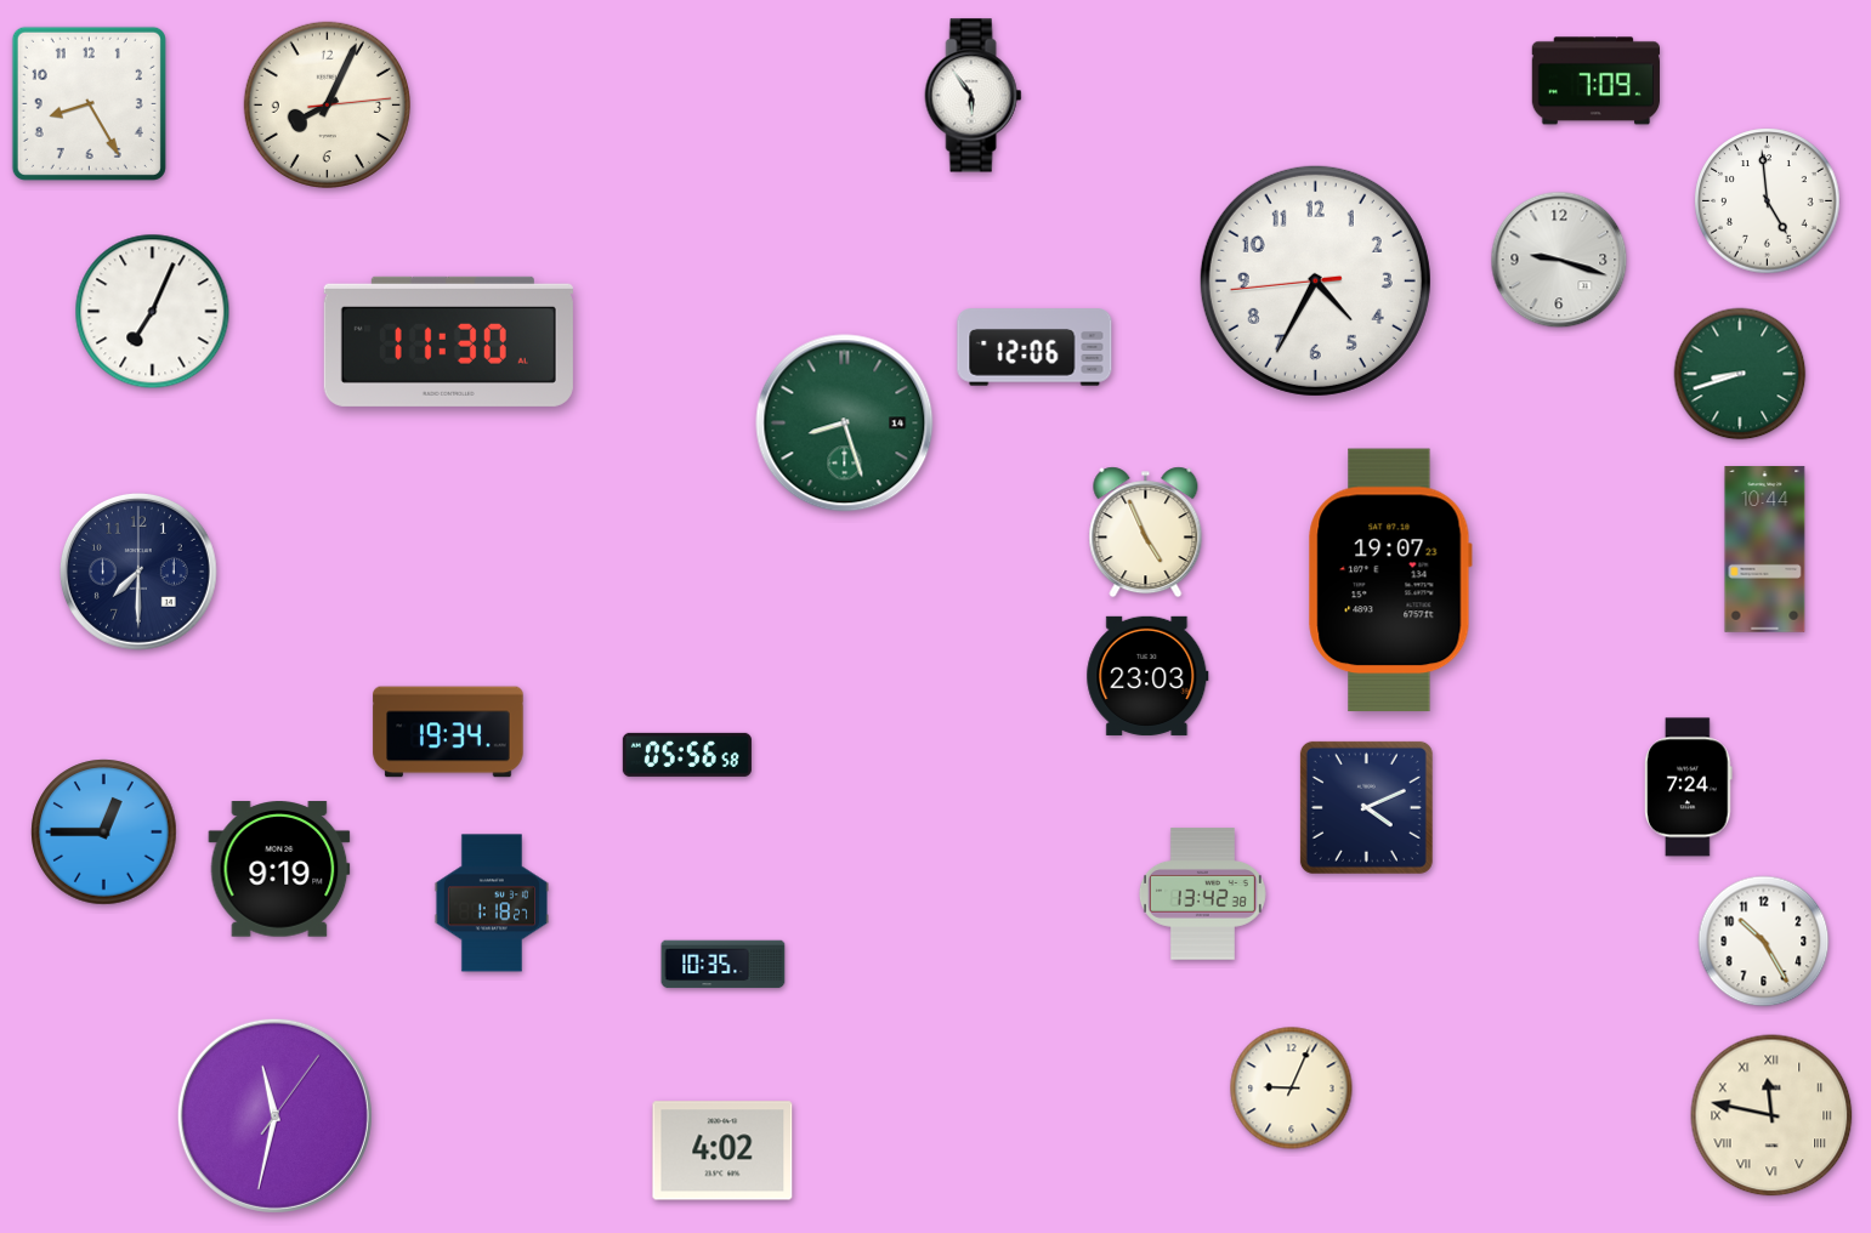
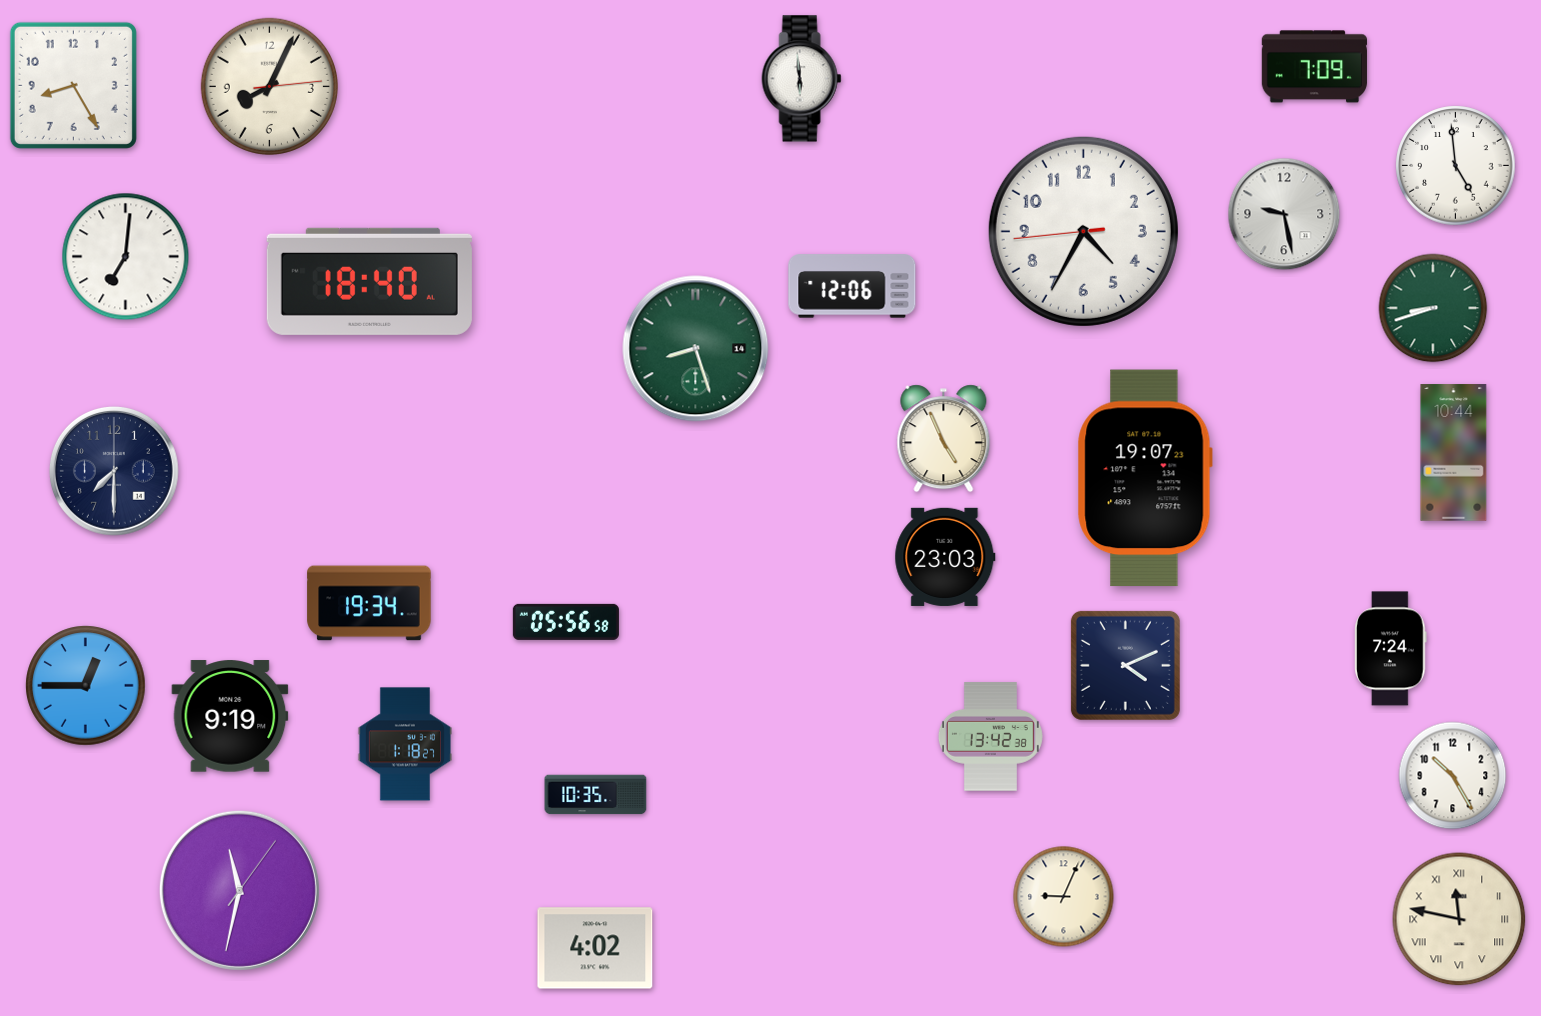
clock at (974, 96): 5:54 -> 5:59
clock at (1559, 260): 9:18 -> 9:28
clock at (153, 312): 7:04 -> 7:01
clock at (448, 341): 11:30 -> 18:40
clock at (274, 1115) position: (274, 1115) -> (239, 890)
